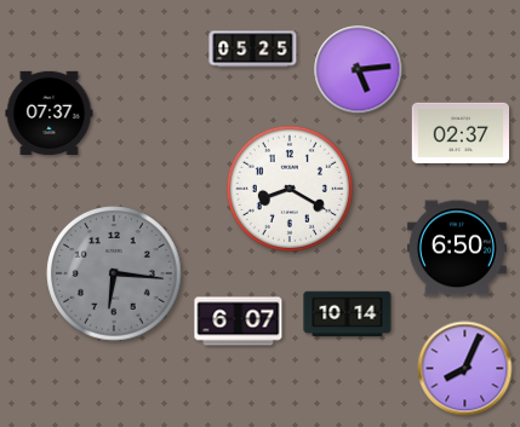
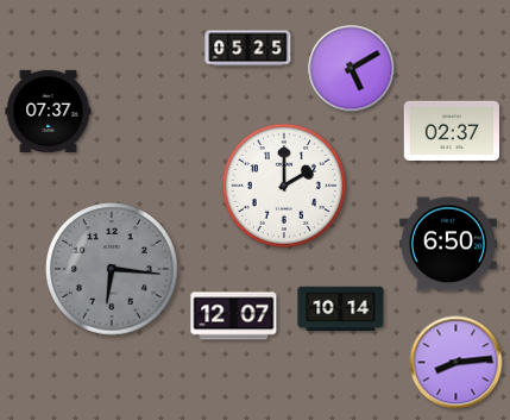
clock at (359, 70): 5:14 -> 5:10
clock at (290, 189): 8:20 -> 2:00
clock at (239, 322): 6:07 -> 12:07
clock at (465, 369): 8:04 -> 8:14
